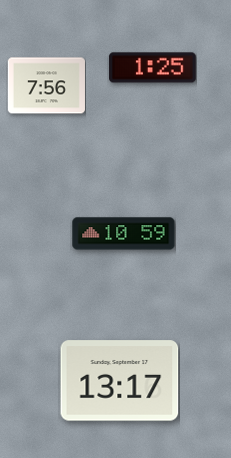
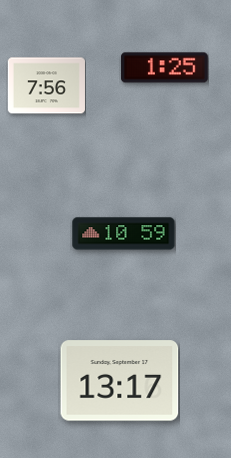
clock at (153, 68) position: (153, 68) -> (165, 68)
